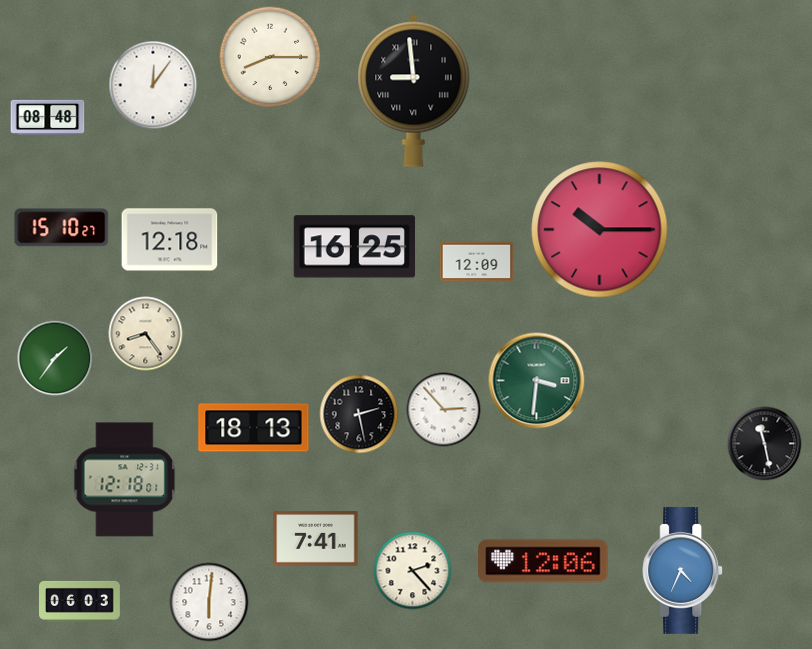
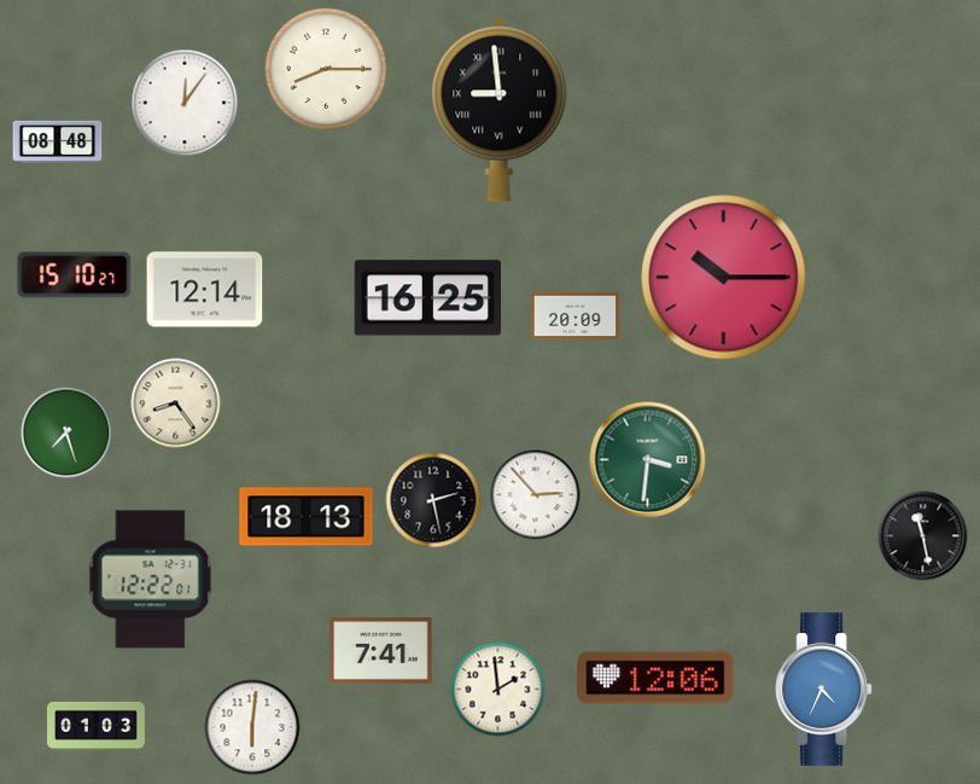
clock at (170, 240): 12:18 -> 12:14
clock at (477, 262): 12:09 -> 20:09
clock at (55, 358): 1:36 -> 7:27
clock at (125, 480): 12:18 -> 12:22
clock at (413, 571): 2:23 -> 1:59
clock at (80, 601): 06:03 -> 01:03
